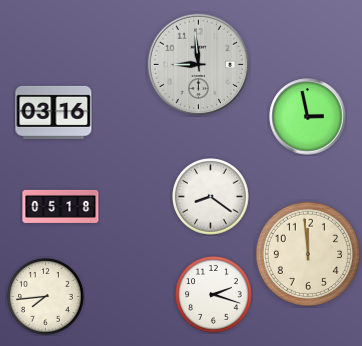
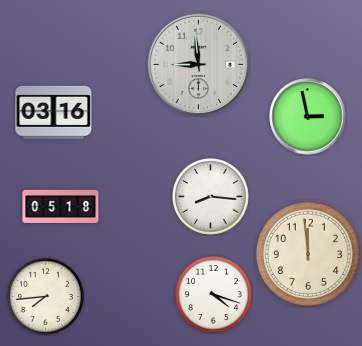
clock at (211, 197): 8:21 -> 8:16
clock at (214, 295): 2:18 -> 4:18
